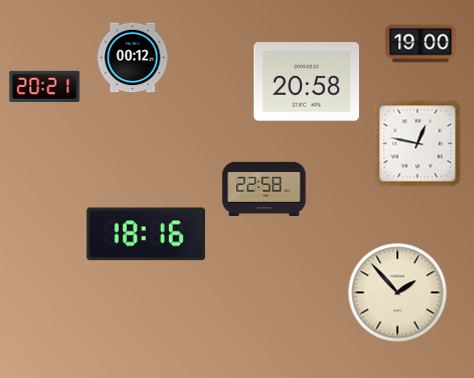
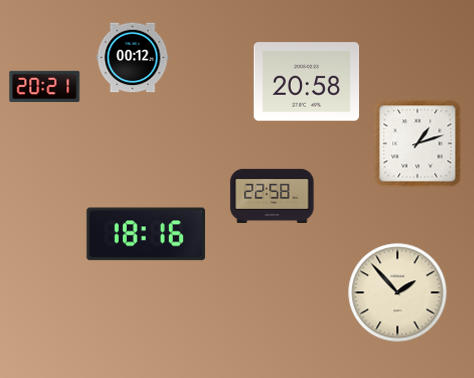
clock at (421, 44): 19:00 -> none
clock at (418, 144): 12:47 -> 1:12
clock at (264, 189) position: (264, 189) -> (272, 196)
